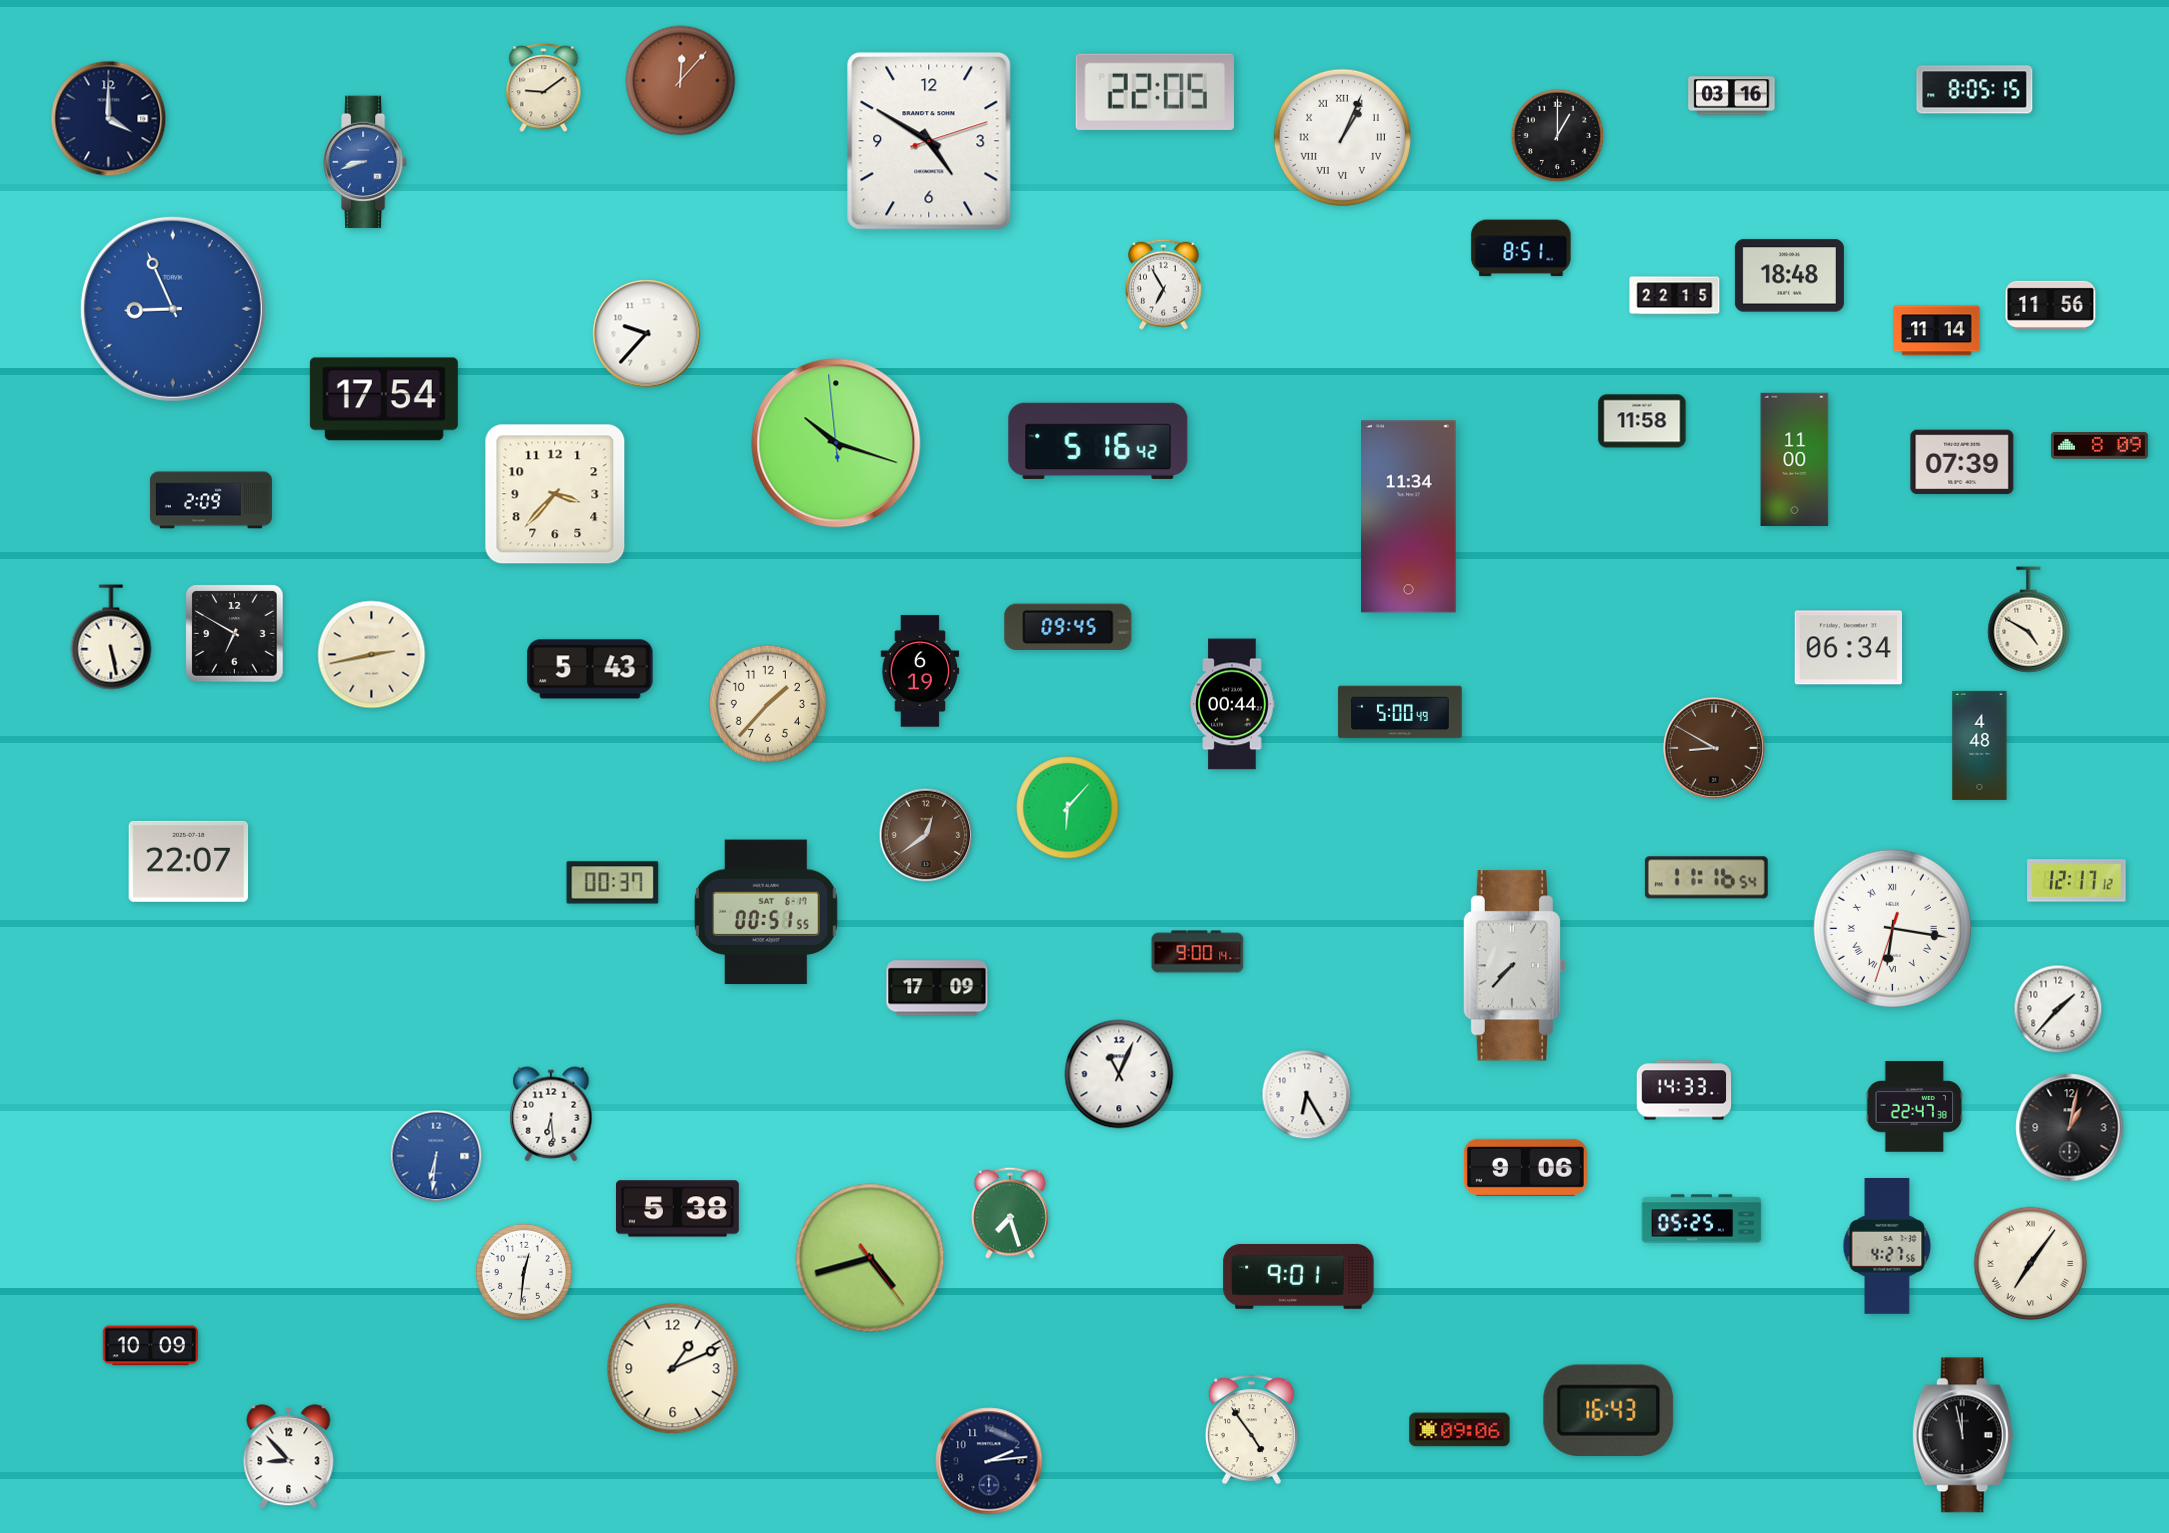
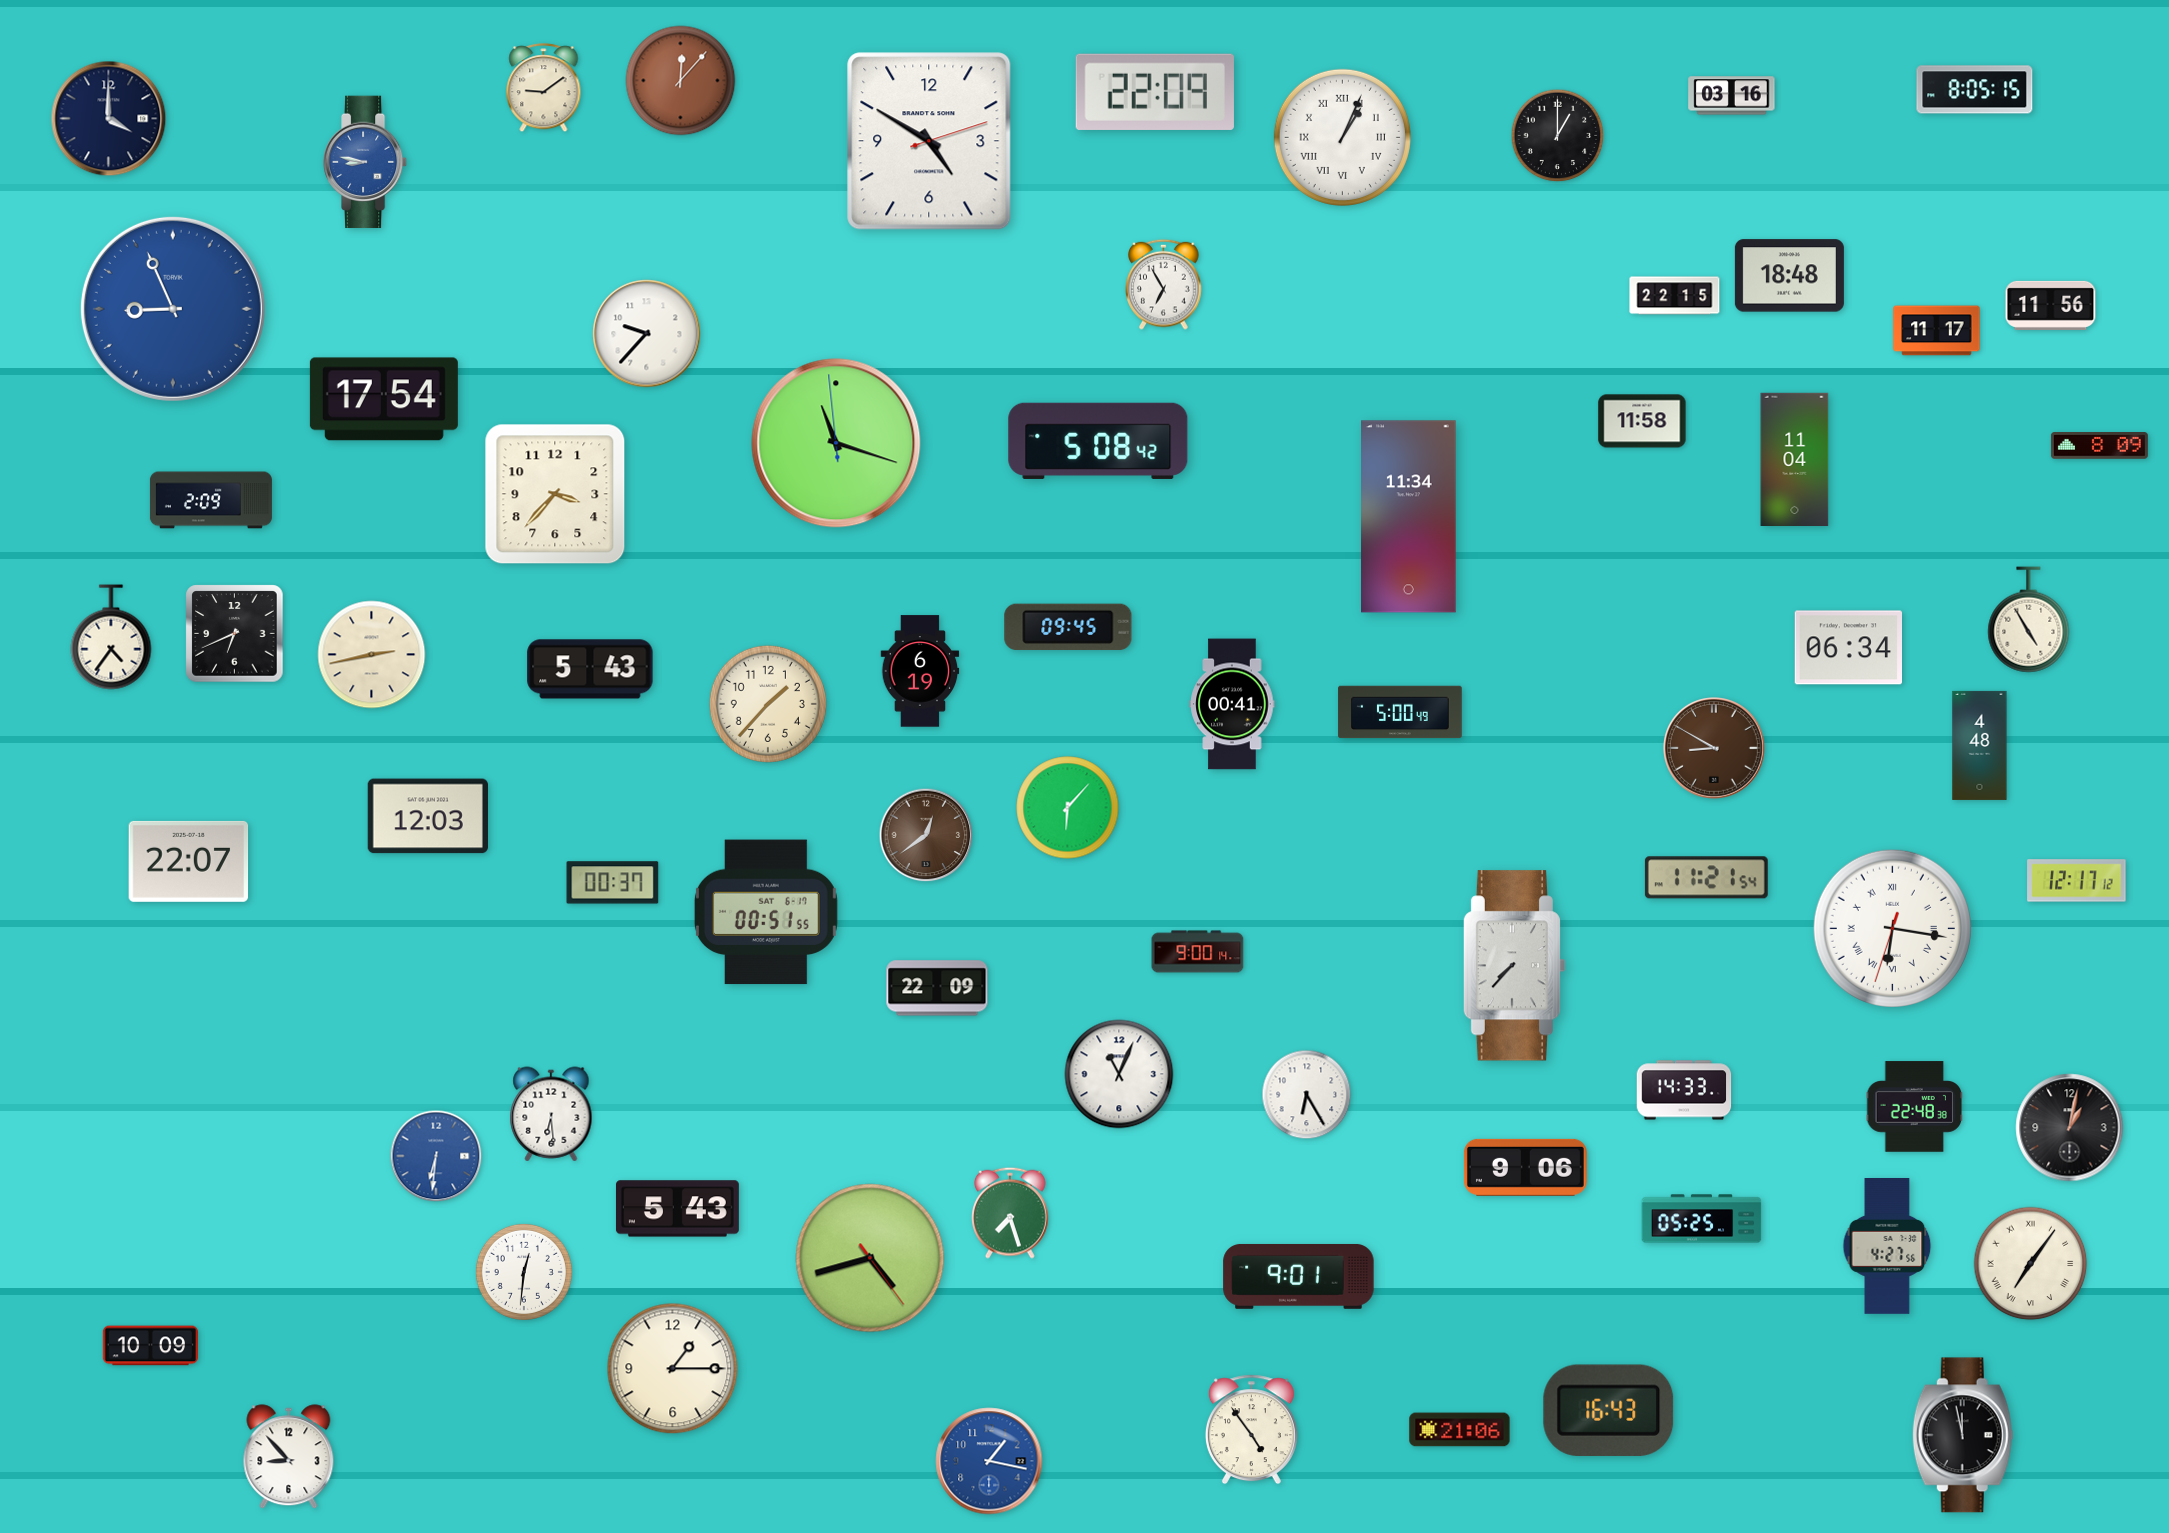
clock at (1155, 92): 22:05 -> 22:09
clock at (365, 162): 8:42 -> 8:47
clock at (1521, 248): 8:51 -> none
clock at (1937, 331): 11:14 -> 11:17
clock at (1098, 441): 5:16 -> 5:08
clock at (836, 443): 10:17 -> 11:17
clock at (1795, 459): 11:00 -> 11:04
clock at (1962, 462): 07:39 -> none
clock at (2029, 620): 4:50 -> 4:55
clock at (235, 634): 6:50 -> 6:41
clock at (111, 637): 5:28 -> 4:36
clock at (1232, 704): 00:44 -> 00:41
clock at (428, 816): none -> 12:03
clock at (1706, 878): 11:16 -> 11:21
clock at (937, 988): 17:09 -> 22:09
clock at (2058, 1009): 1:37 -> none
clock at (1915, 1107): 22:47 -> 22:48
clock at (677, 1209): 5:38 -> 5:43
clock at (673, 1369): 1:11 -> 1:15
clock at (1460, 1430): 09:06 -> 21:06
clock at (989, 1461): 2:14 -> 1:17
clock at (989, 1461) dial: navy -> blue
